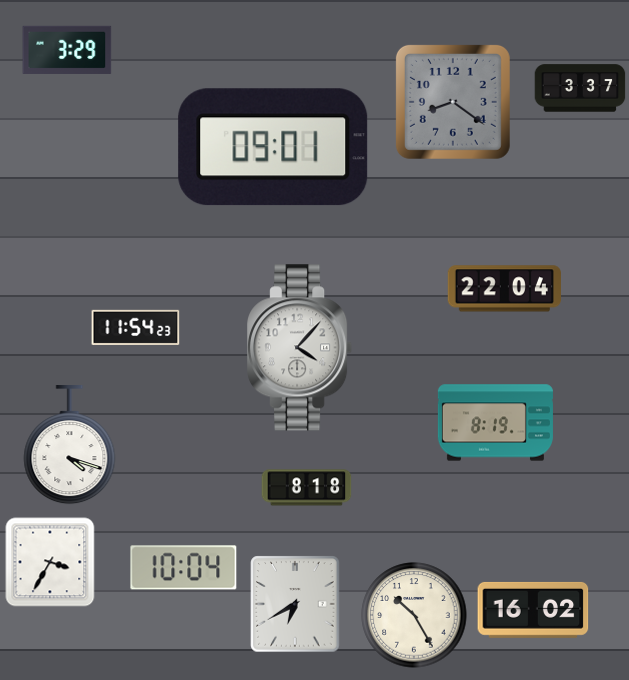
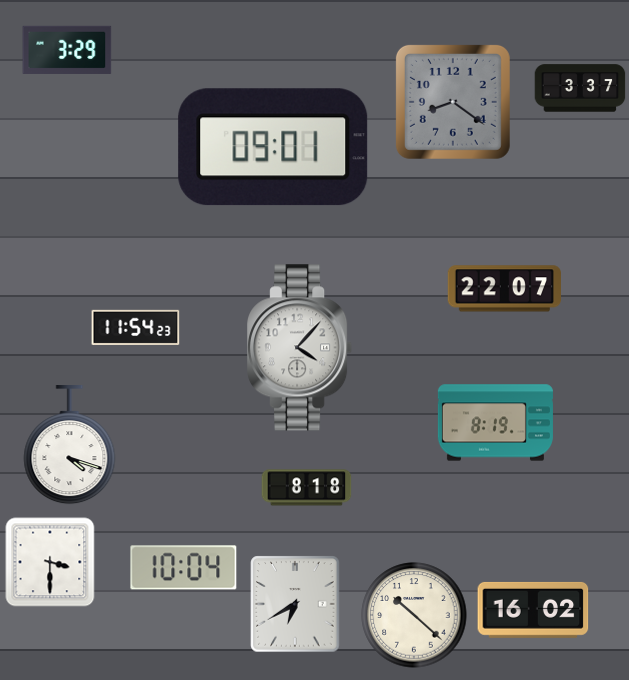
clock at (504, 289): 22:04 -> 22:07
clock at (50, 562): 3:35 -> 3:30
clock at (414, 615): 10:25 -> 10:22
